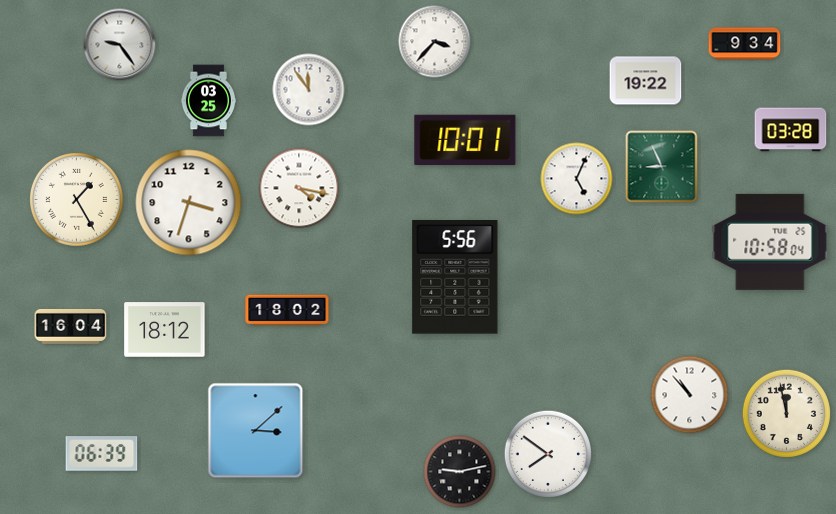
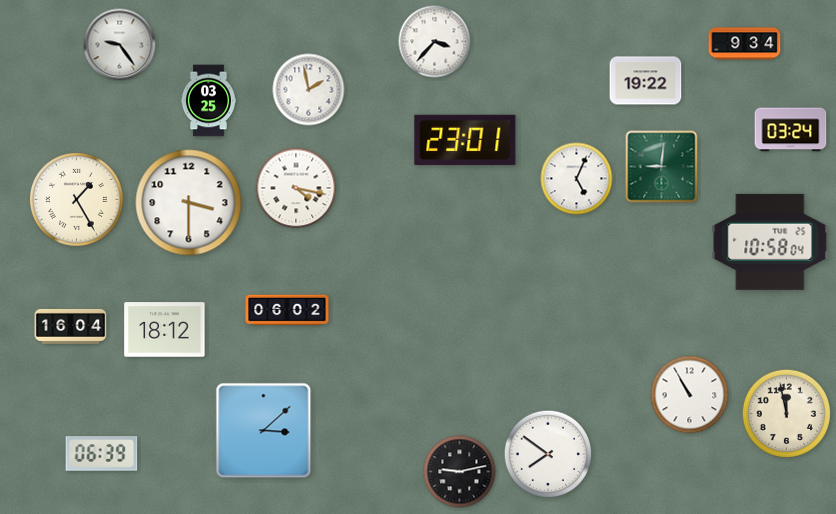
clock at (309, 90): 11:54 -> 1:58
clock at (791, 130): 03:28 -> 03:24
clock at (465, 140): 10:01 -> 23:01
clock at (662, 167): 8:56 -> 9:01
clock at (299, 188) position: (299, 188) -> (296, 188)
clock at (189, 203): 3:33 -> 3:30
clock at (455, 278): 5:56 -> none
clock at (287, 310): 18:02 -> 06:02
clock at (690, 395): 10:53 -> 10:55
clock at (256, 431) position: (256, 431) -> (264, 431)
